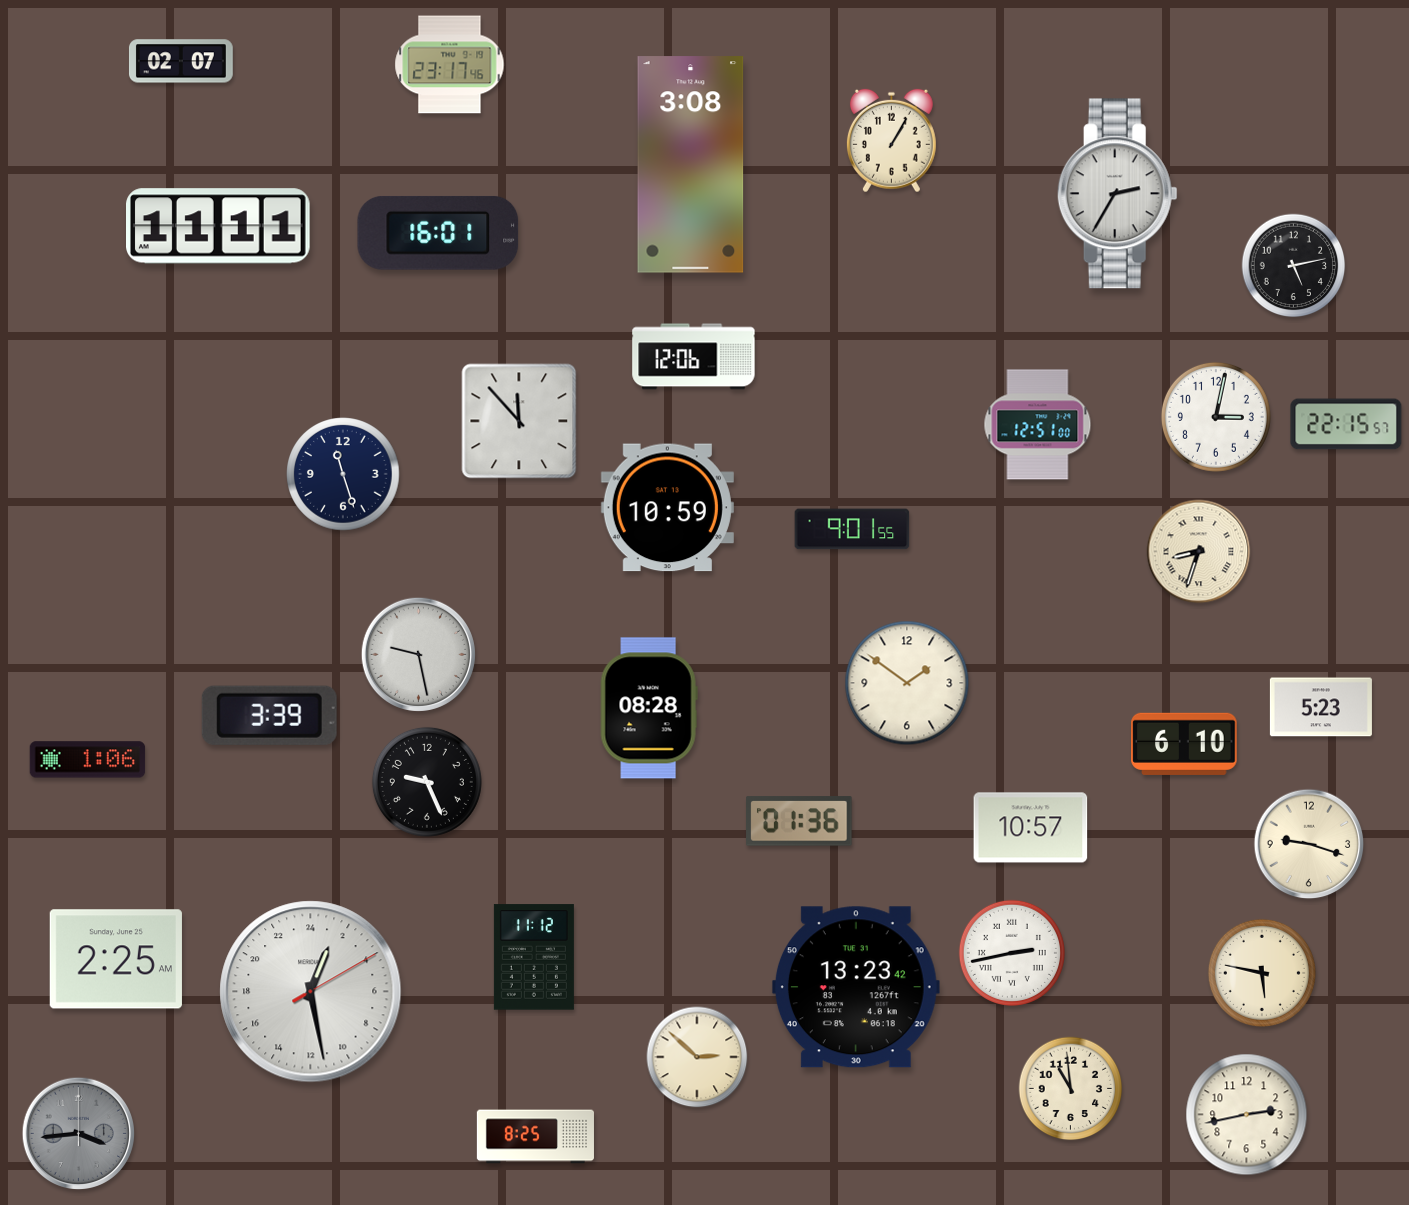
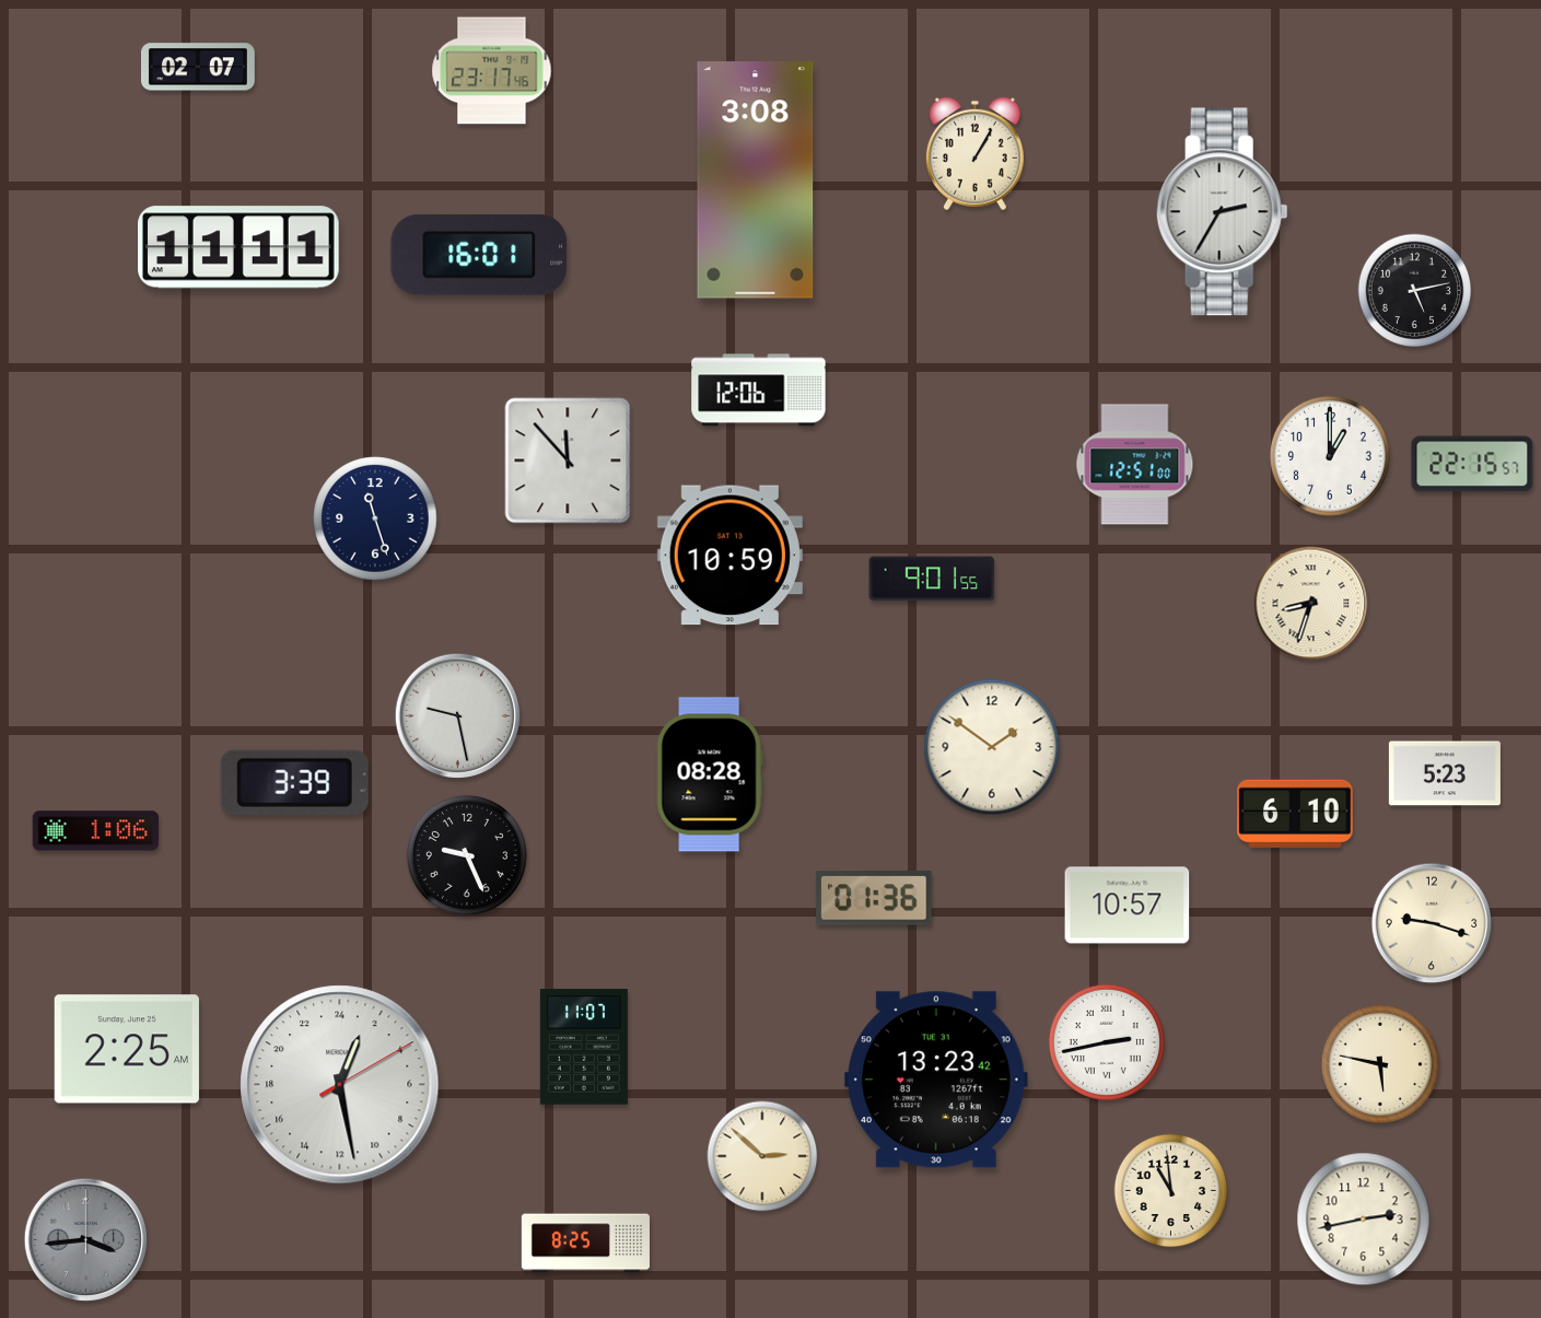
clock at (1216, 417): 3:02 -> 1:00
clock at (534, 957): 11:12 -> 11:07
